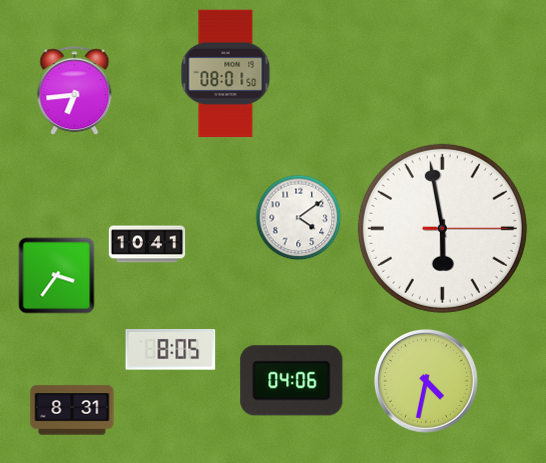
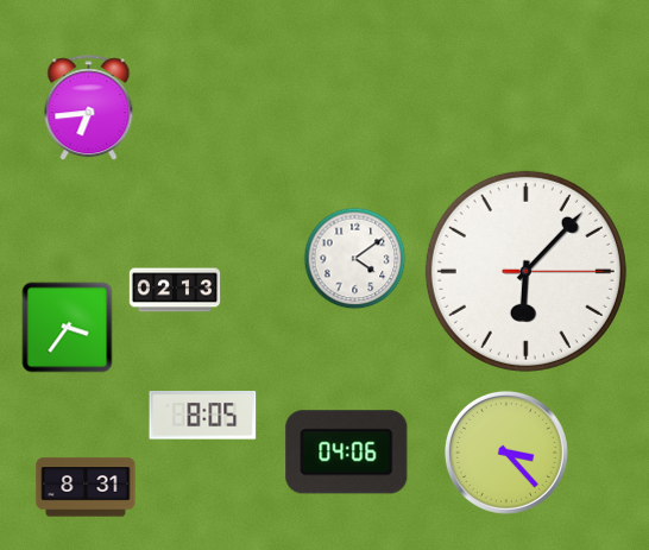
clock at (226, 74): 08:01 -> none
clock at (442, 228): 5:58 -> 6:07
clock at (147, 244): 10:41 -> 02:13
clock at (426, 381): 4:32 -> 3:23
